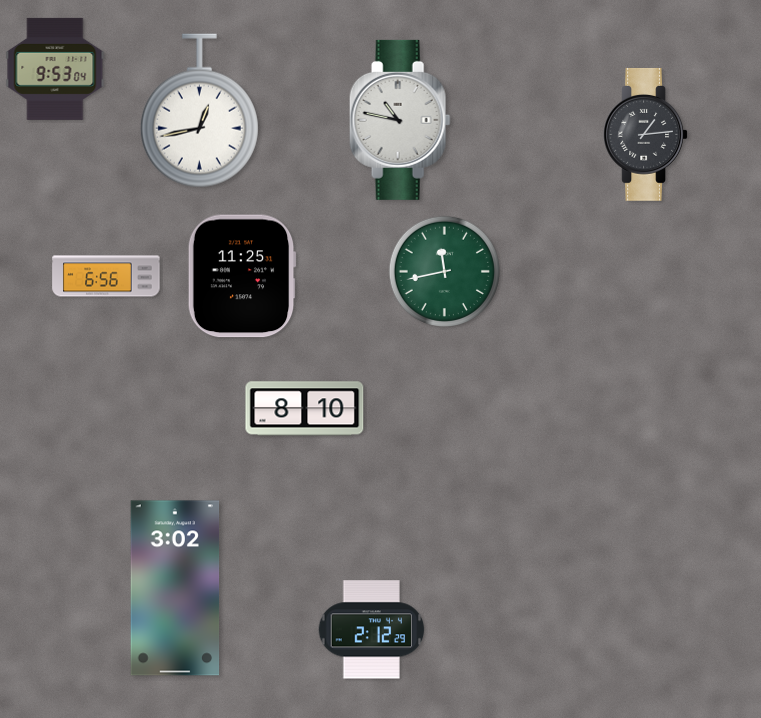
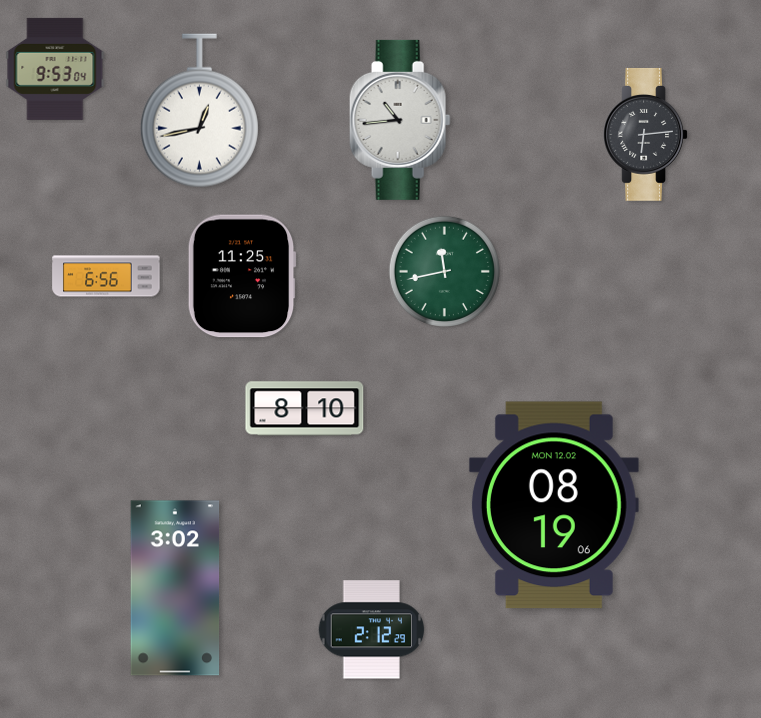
clock at (400, 120): 10:47 -> 10:44
clock at (645, 134): 1:14 -> 6:14
clock at (554, 505): none -> 08:19
